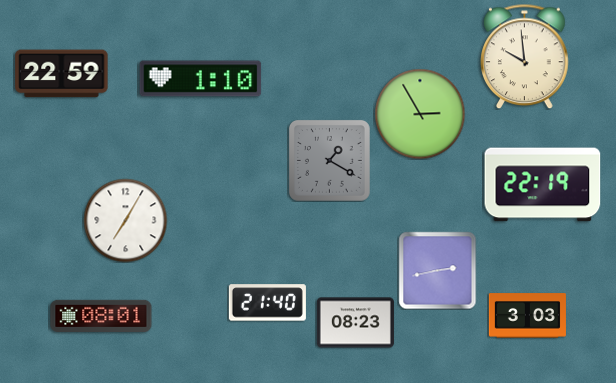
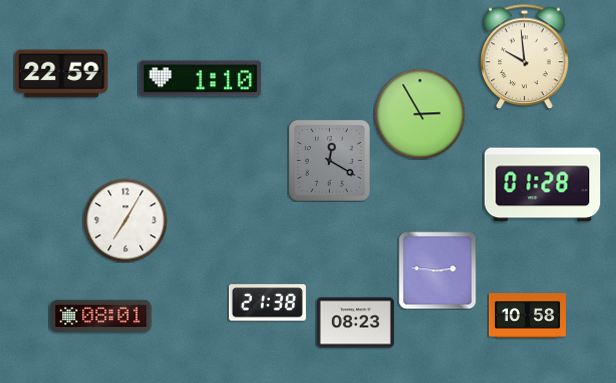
clock at (329, 160): 1:20 -> 12:20
clock at (543, 185): 22:19 -> 01:28
clock at (437, 270): 2:43 -> 2:46
clock at (267, 303): 21:40 -> 21:38
clock at (527, 316): 3:03 -> 10:58
